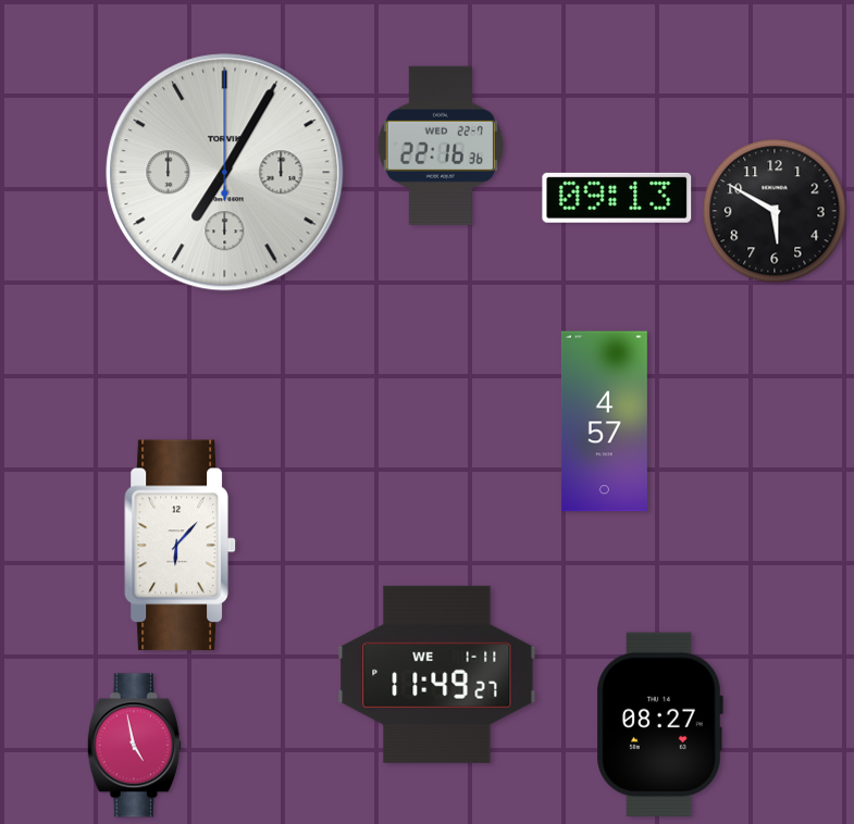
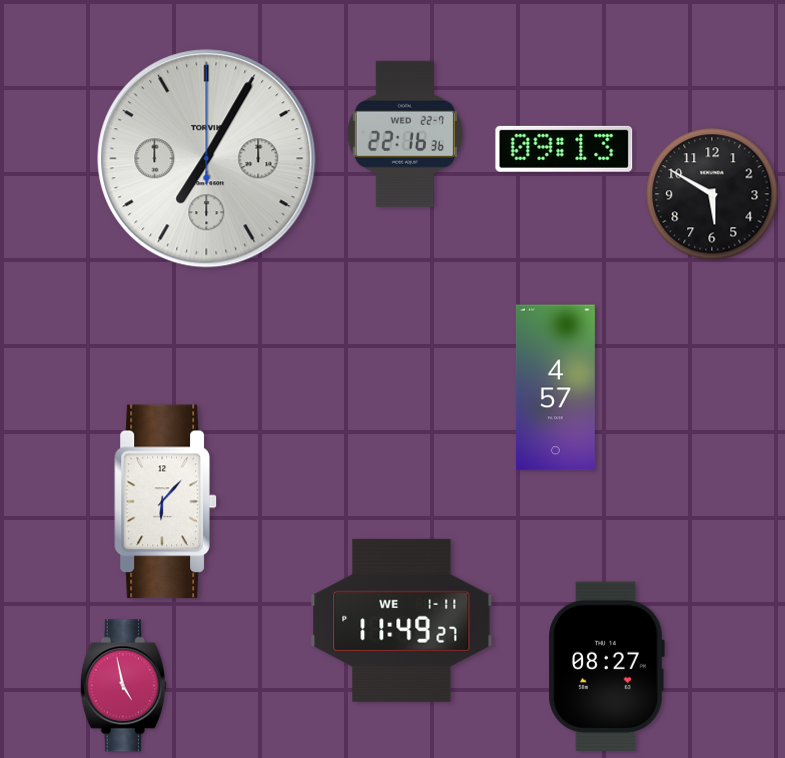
clock at (617, 198) position: (617, 198) -> (564, 149)
